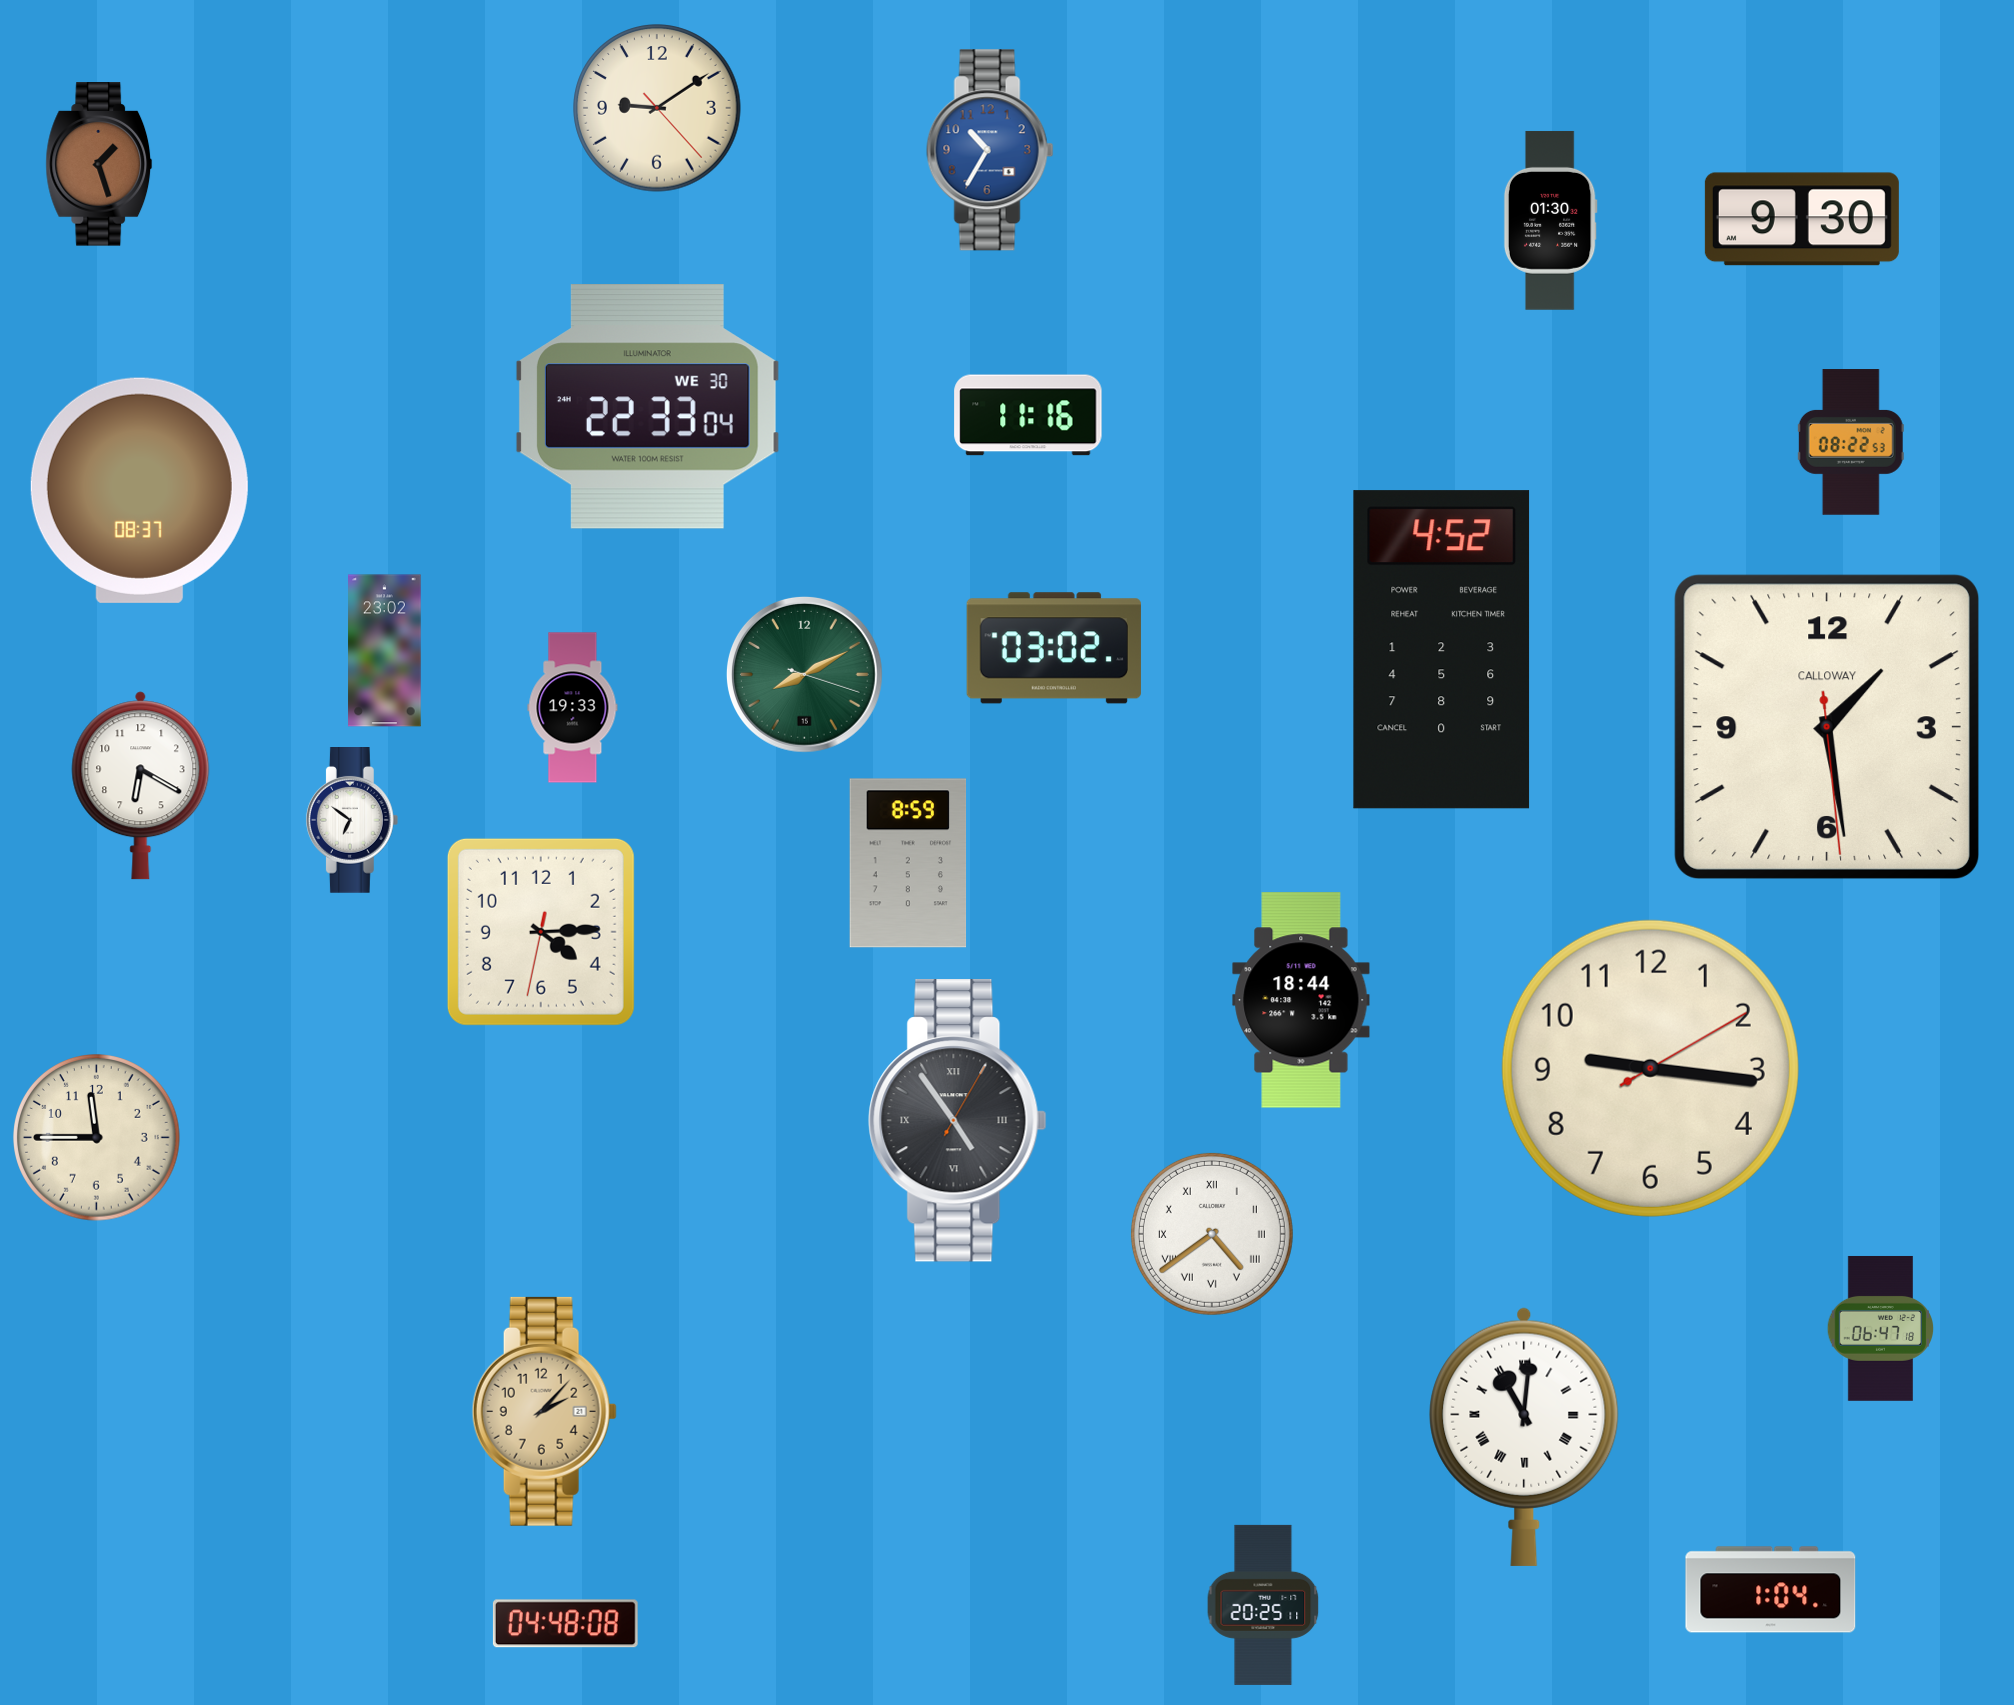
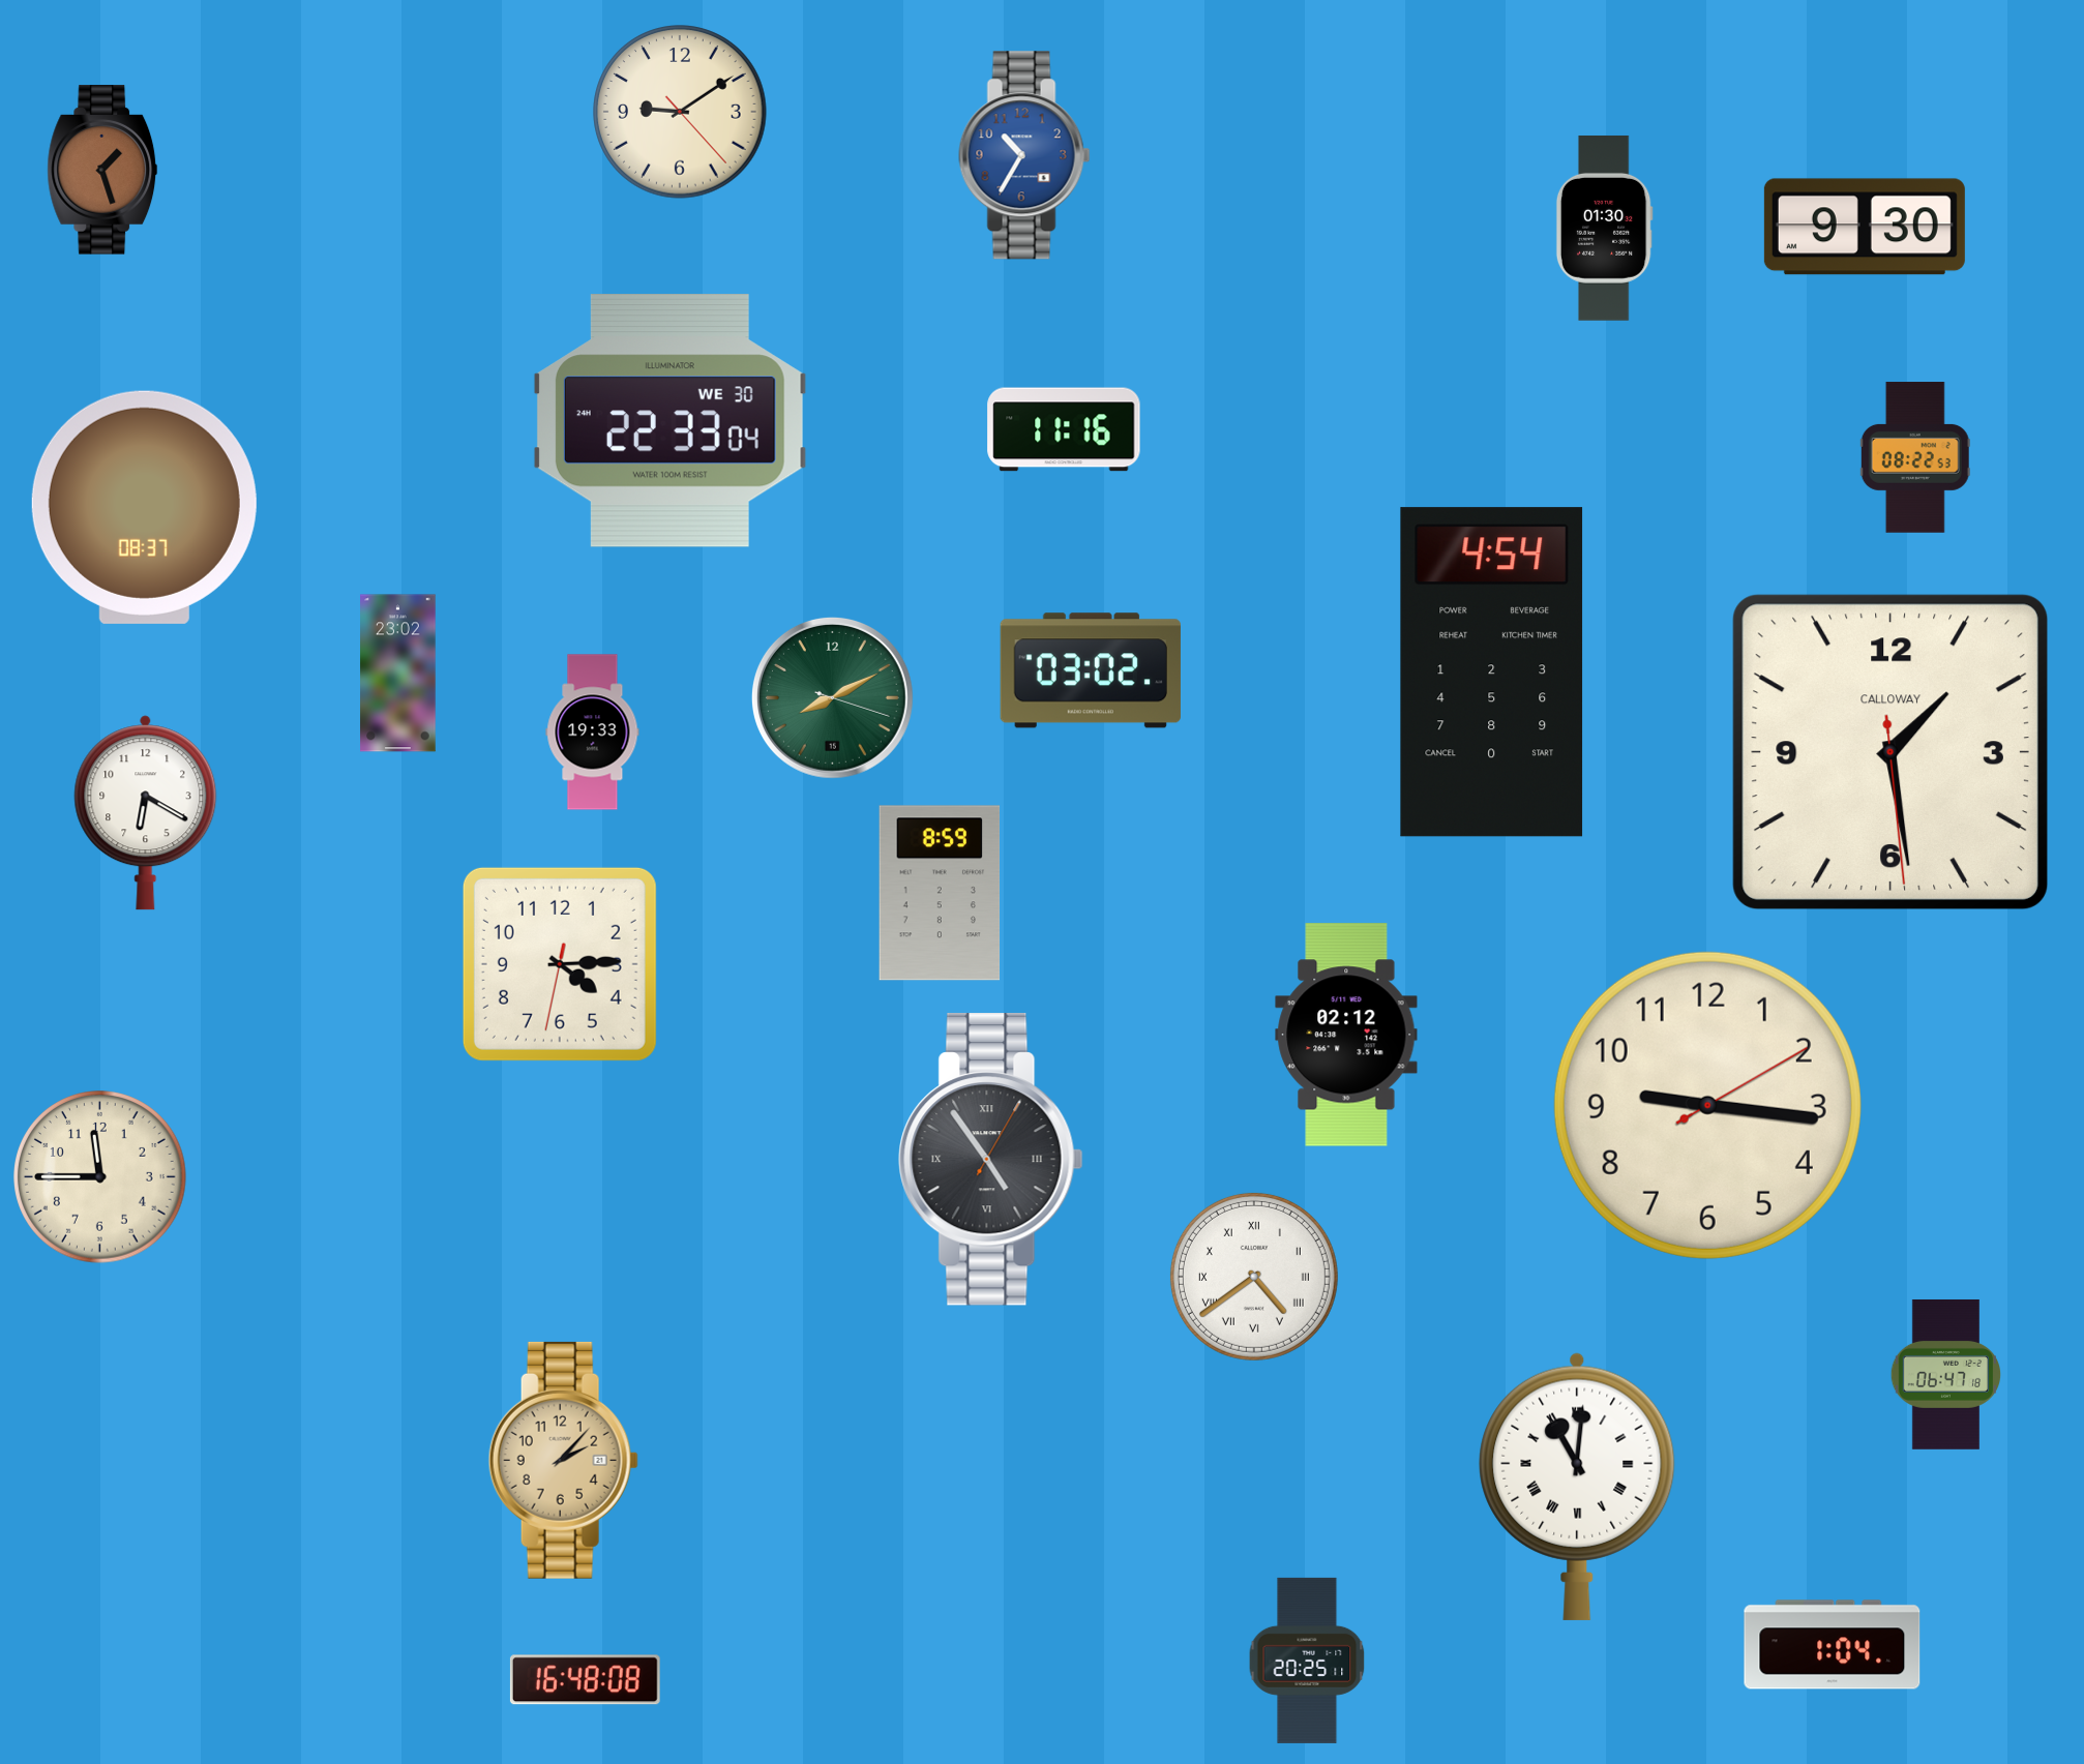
clock at (1442, 650): 4:52 -> 4:54
clock at (352, 821): 6:51 -> none
clock at (1301, 1000): 18:44 -> 02:12
clock at (565, 1624): 04:48 -> 16:48
